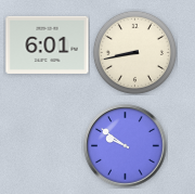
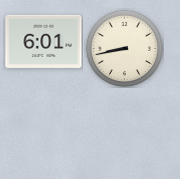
clock at (126, 146): 9:51 -> none
